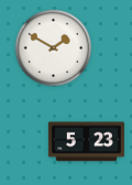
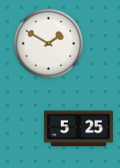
clock at (86, 142): 5:23 -> 5:25
